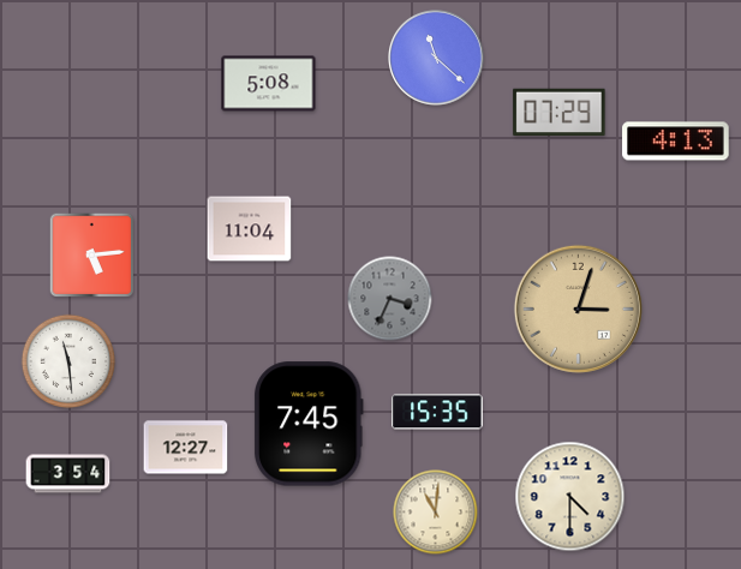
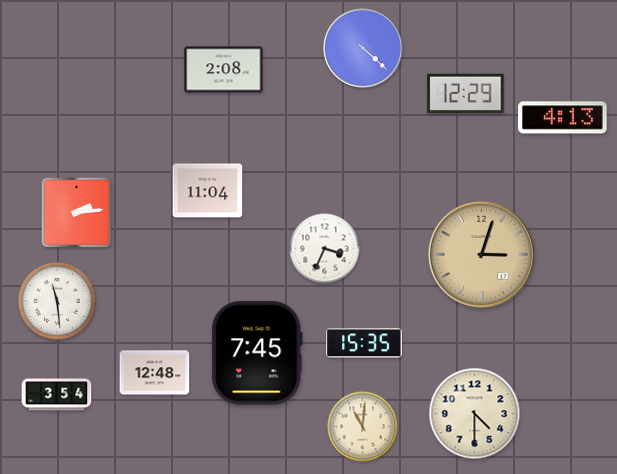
clock at (437, 59): 11:22 -> 4:22
clock at (269, 84): 5:08 -> 2:08
clock at (560, 112): 07:29 -> 12:29
clock at (91, 254): 5:14 -> 2:14
clock at (390, 299) dial: grey -> white
clock at (578, 309) position: (578, 309) -> (481, 254)
clock at (186, 448): 12:27 -> 12:48
